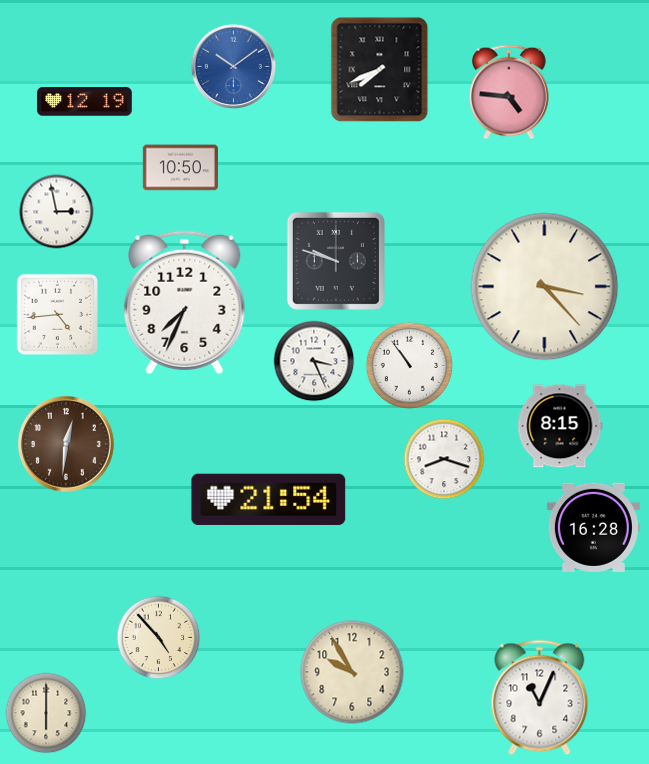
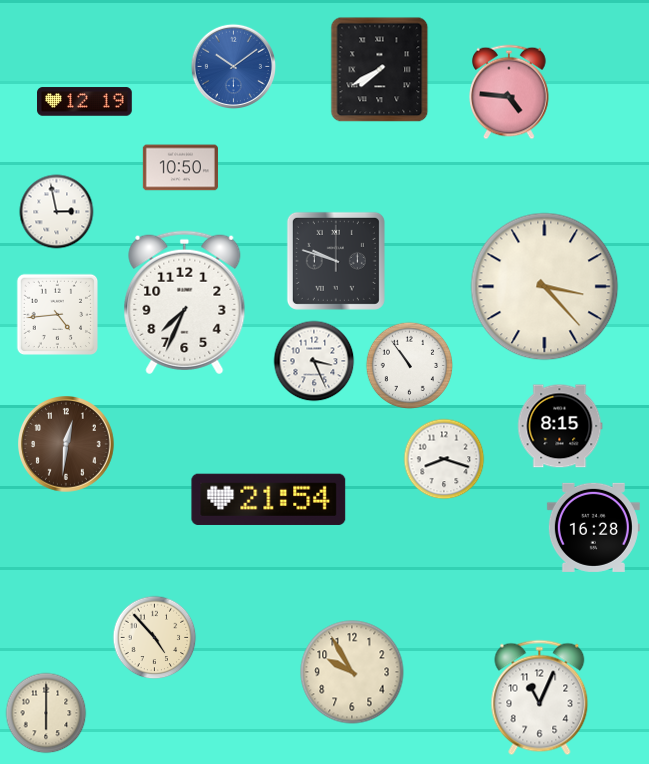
clock at (380, 70): 7:41 -> 7:40
clock at (159, 638) position: (159, 638) -> (155, 638)
